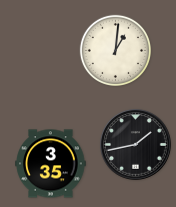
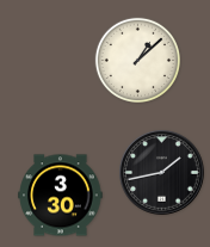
clock at (115, 50): 1:01 -> 1:08
clock at (51, 164): 3:35 -> 3:30
